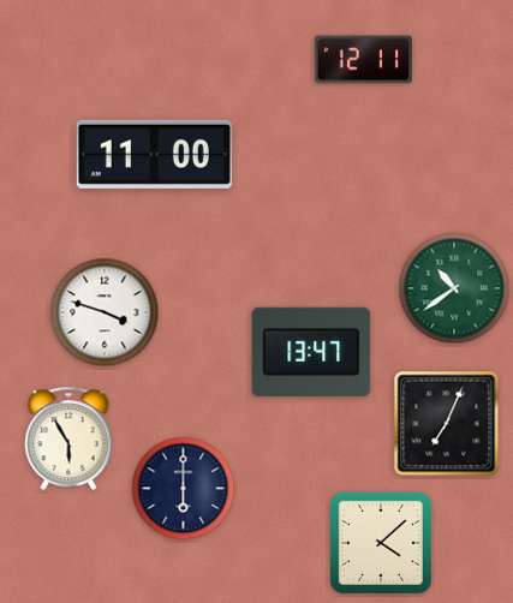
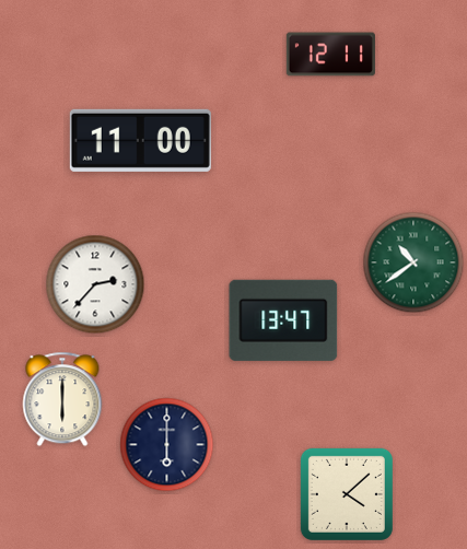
clock at (105, 312): 3:48 -> 2:37
clock at (447, 424): 7:04 -> none
clock at (68, 438): 5:55 -> 6:00
